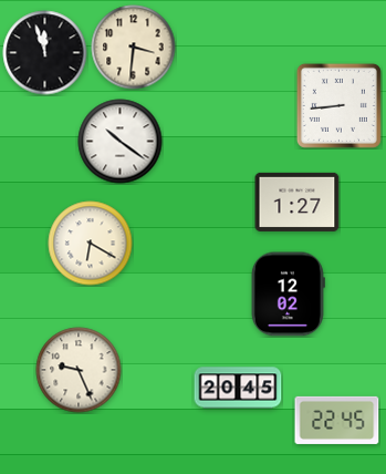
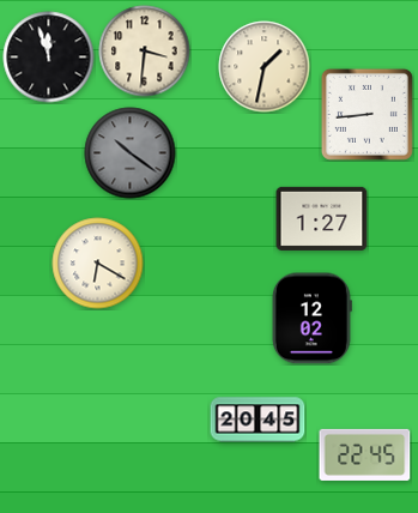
clock at (265, 67): none -> 1:32
clock at (121, 142) dial: white -> grey
clock at (79, 370): 9:26 -> none
